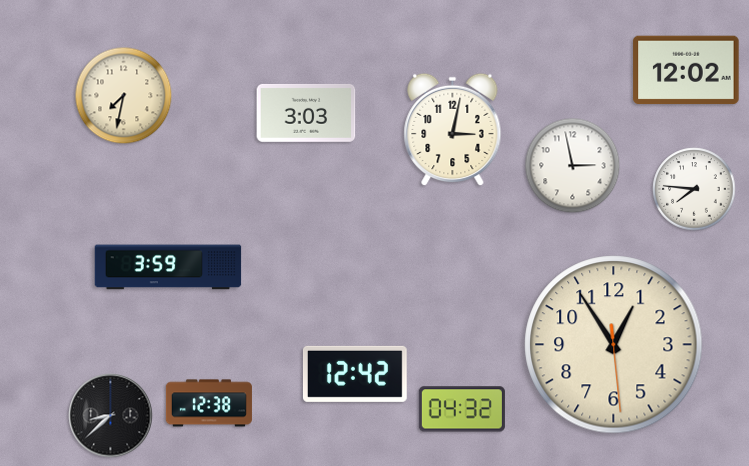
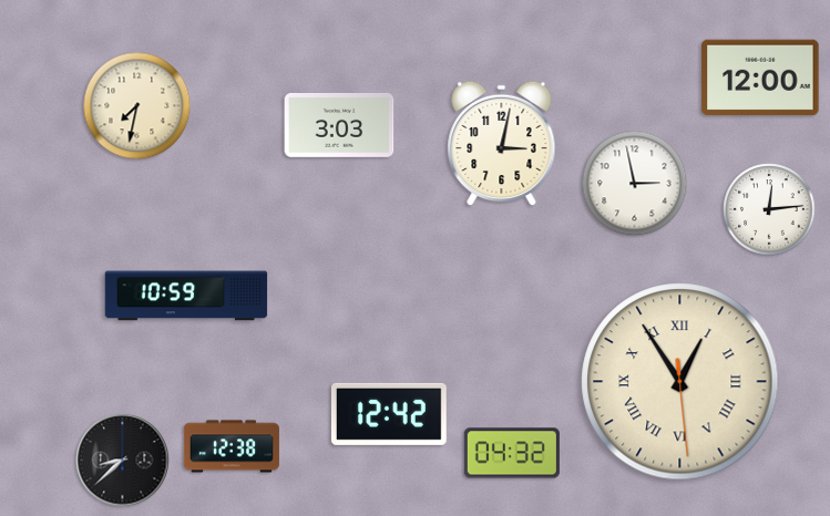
clock at (686, 70): 12:02 -> 12:00
clock at (694, 189): 7:46 -> 12:14
clock at (168, 267): 3:59 -> 10:59
clock at (614, 345) numerals: Arabic -> Roman
clock at (355, 374) position: (355, 374) -> (389, 414)
